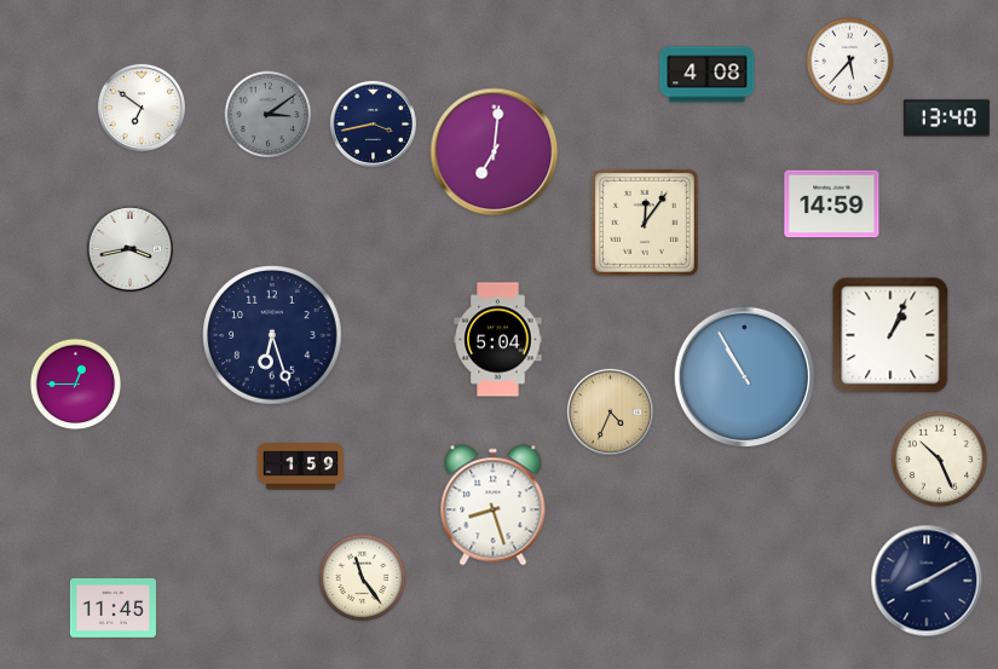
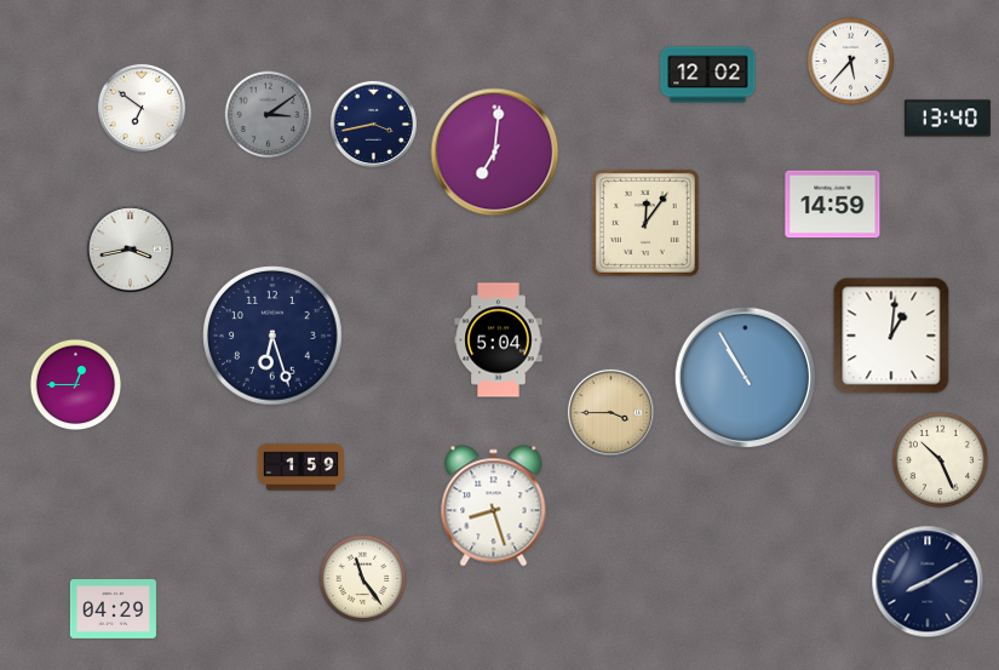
clock at (708, 75): 4:08 -> 12:02
clock at (890, 335): 1:04 -> 1:01
clock at (610, 411): 4:34 -> 3:45
clock at (113, 609): 11:45 -> 04:29
